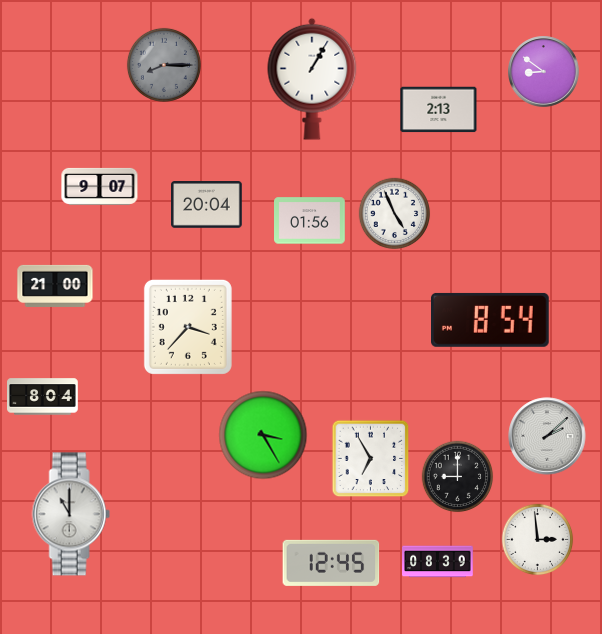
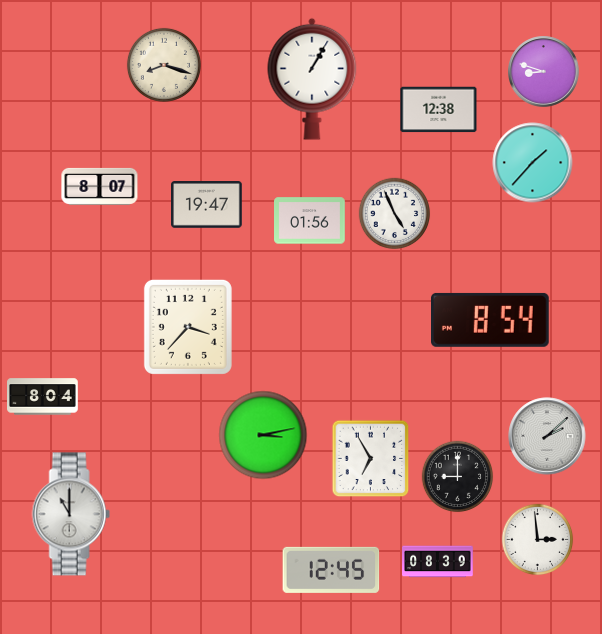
clock at (164, 65): 8:15 -> 8:18
clock at (164, 65) dial: grey -> cream
clock at (544, 72): 8:51 -> 8:48
clock at (439, 110): 2:13 -> 12:38
clock at (533, 163): none -> 1:37
clock at (100, 186): 9:07 -> 8:07
clock at (207, 205): 20:04 -> 19:47
clock at (55, 286): 21:00 -> none
clock at (263, 435): 3:25 -> 3:13
clock at (331, 563) position: (331, 563) -> (331, 570)
